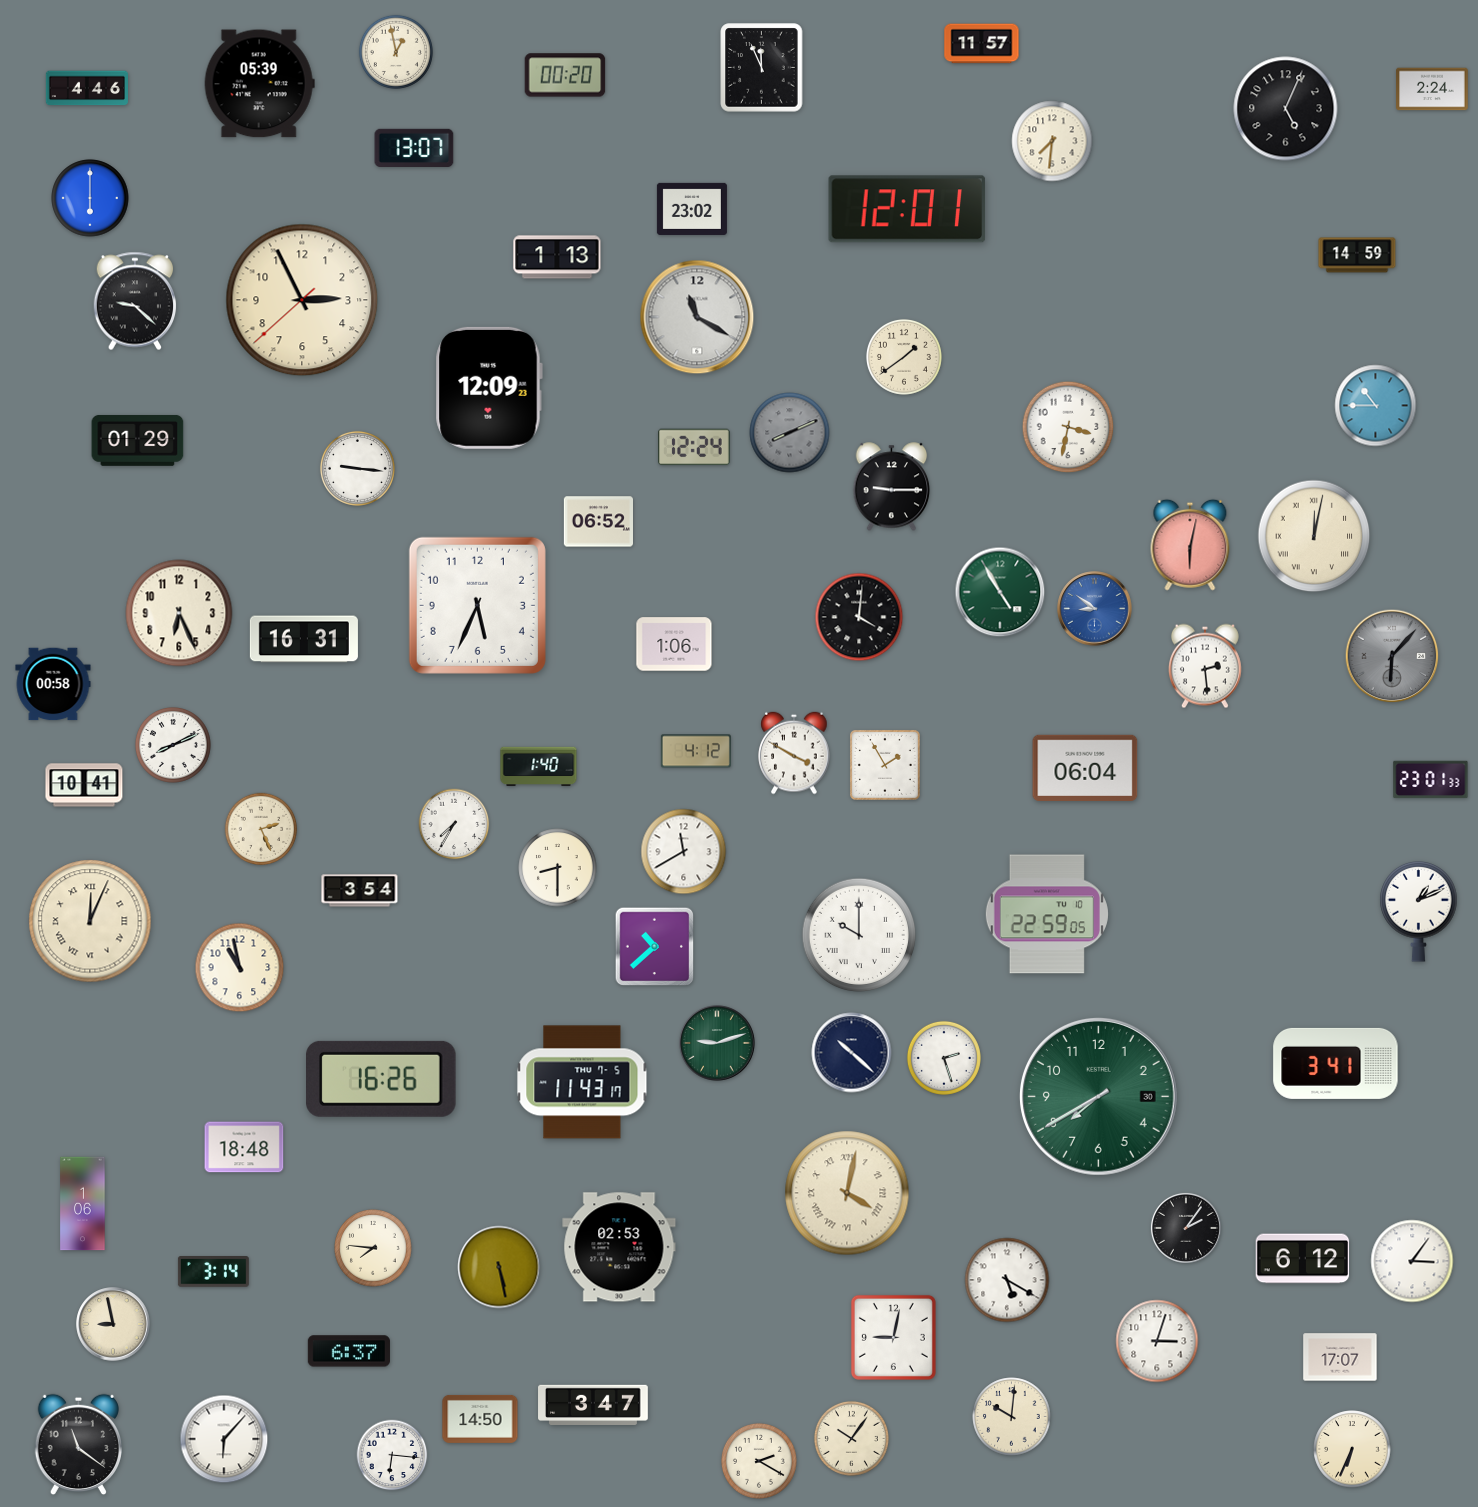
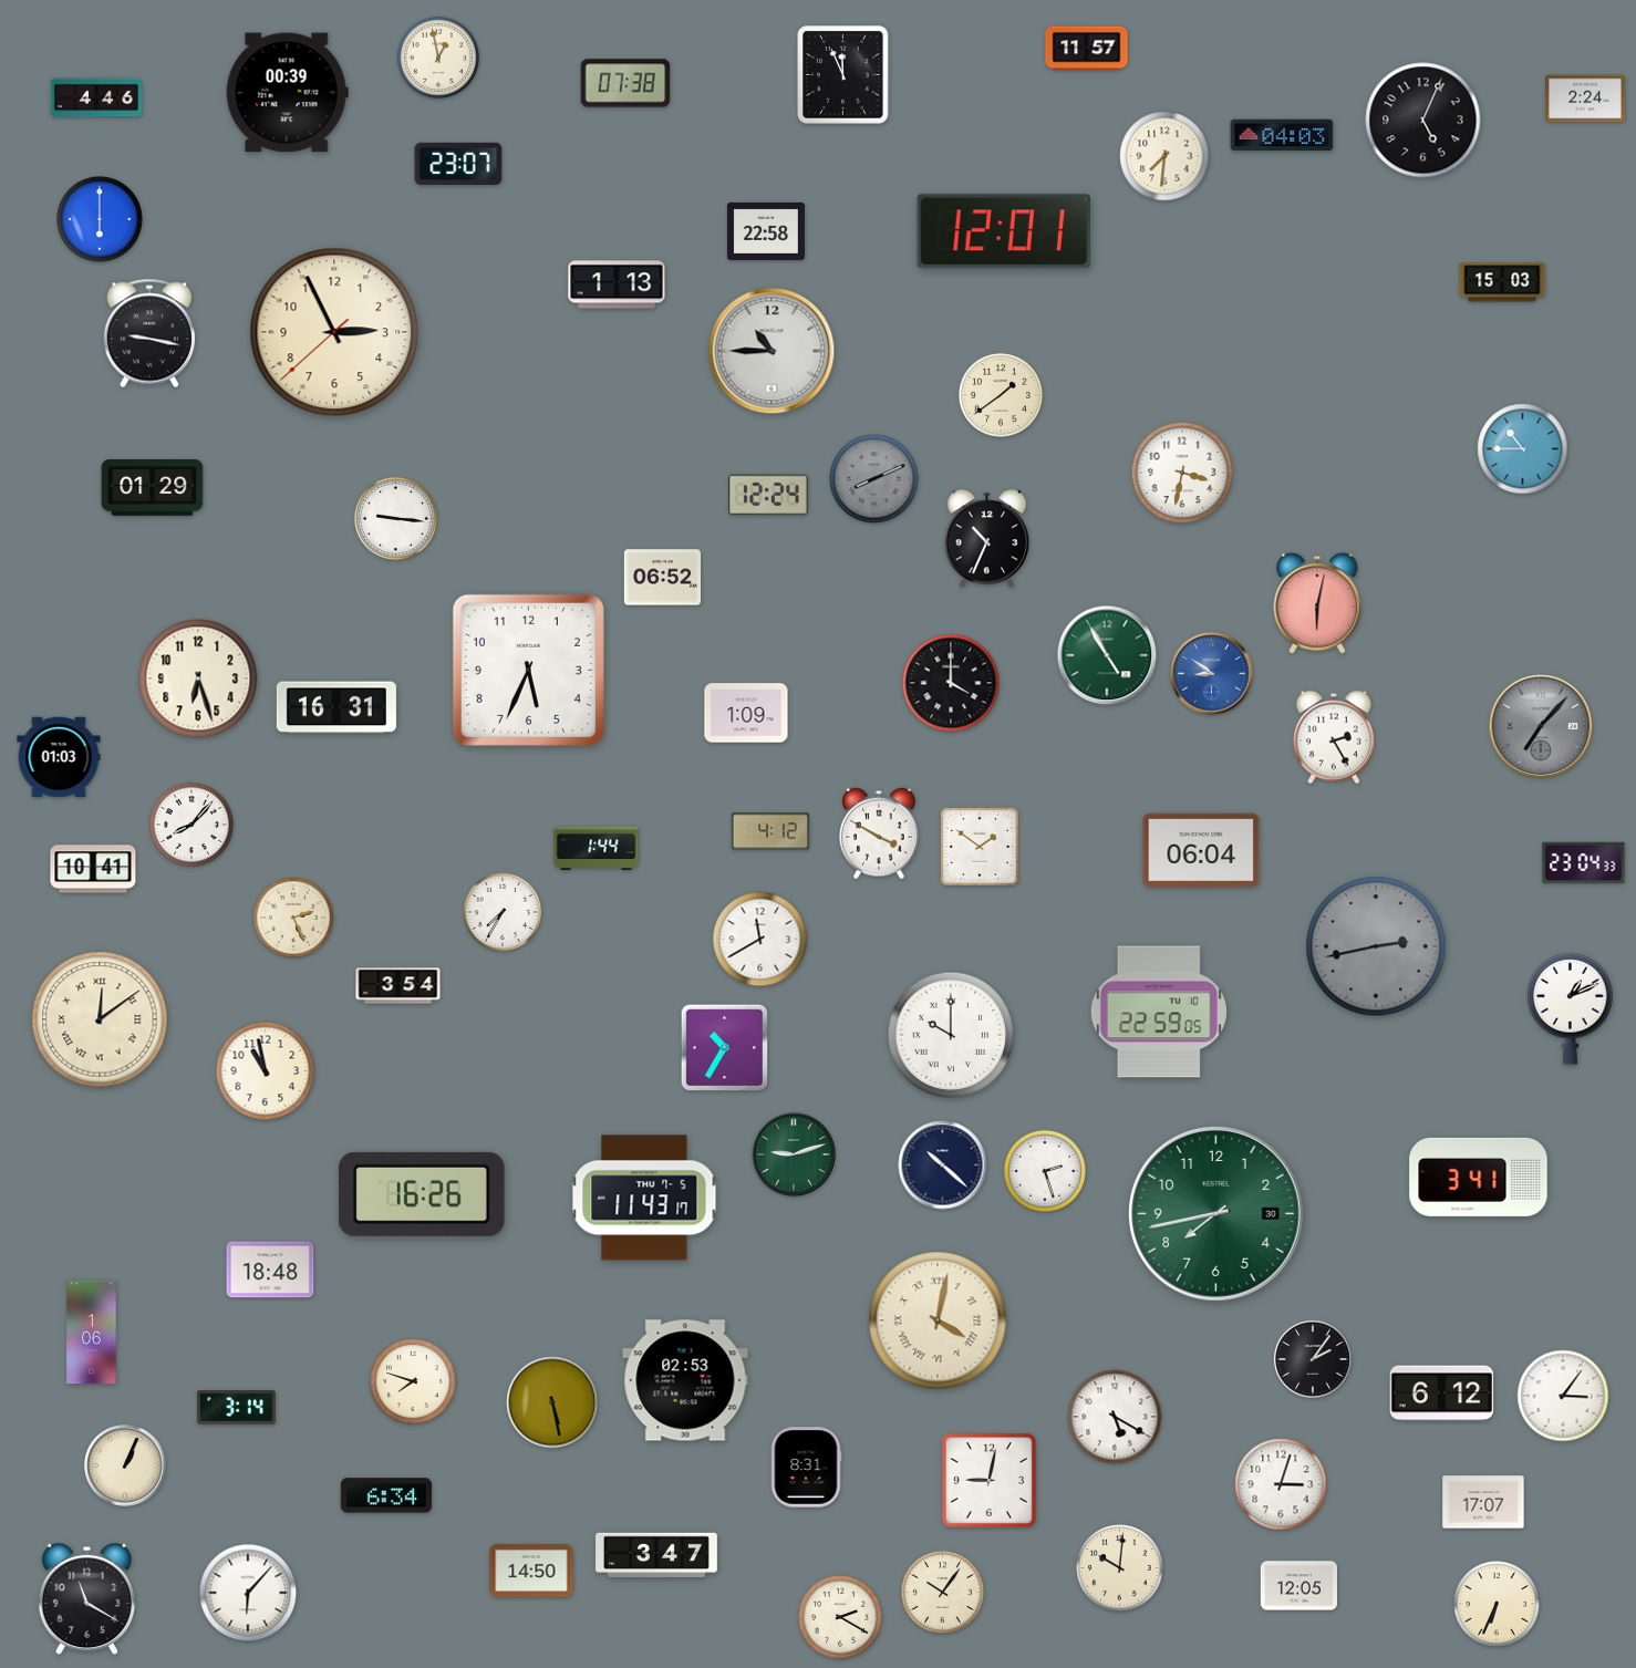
clock at (565, 75): 00:20 -> 07:38
clock at (259, 84): 05:39 -> 00:39
clock at (1282, 135): none -> 04:03
clock at (414, 147): 13:07 -> 23:07
clock at (692, 209): 23:02 -> 22:58
clock at (1357, 255): 14:59 -> 15:03
clock at (135, 301): 9:22 -> 9:17
clock at (697, 317): 11:20 -> 10:45
clock at (489, 388): 12:09 -> none
clock at (892, 487): 9:15 -> 10:34
clock at (1314, 536): 12:02 -> none
clock at (179, 613): 6:26 -> 6:27
clock at (859, 617): 4:01 -> 4:00
clock at (674, 644): 1:06 -> 1:09
clock at (1392, 656): 6:07 -> 7:07
clock at (1205, 666): 2:29 -> 2:25
clock at (53, 684): 00:58 -> 01:03
clock at (173, 745): 8:11 -> 8:07
clock at (885, 765): 1:55 -> 1:51
clock at (539, 767): 1:40 -> 1:44
clock at (1431, 780): 23:01 -> 23:04
clock at (261, 829) position: (261, 829) -> (293, 918)
clock at (684, 852) position: (684, 852) -> (760, 940)
clock at (1376, 946): none -> 2:43
clock at (558, 868): 8:30 -> none
clock at (90, 921): 12:04 -> 12:09
clock at (655, 947): 10:38 -> 10:35
clock at (1099, 1097): 7:40 -> 7:43
clock at (373, 1248): 7:46 -> 7:48
clock at (113, 1324): 8:58 -> 1:04
clock at (806, 1468): none -> 8:31
clock at (349, 1351): 6:37 -> 6:34
clock at (1298, 1586): none -> 12:05
clock at (78, 1445): 11:21 -> 11:20
clock at (392, 1455): 6:16 -> none
